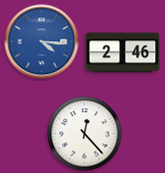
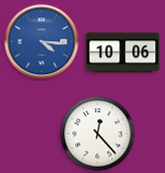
clock at (123, 53): 2:46 -> 10:06
clock at (85, 134) position: (85, 134) -> (98, 134)
